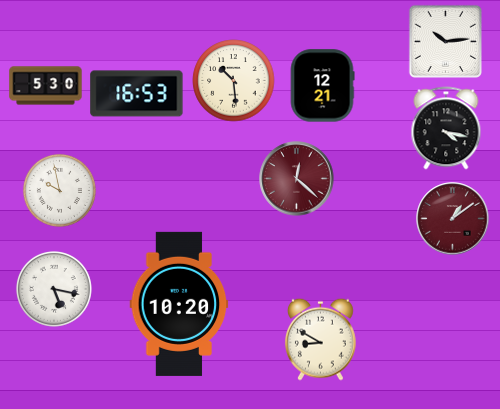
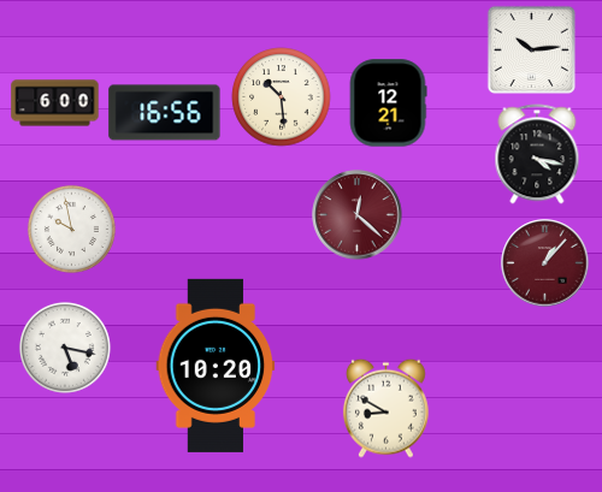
clock at (445, 41) position: (445, 41) -> (531, 49)
clock at (46, 86): 5:30 -> 6:00
clock at (137, 94): 16:53 -> 16:56
clock at (453, 219): 1:09 -> 1:07
